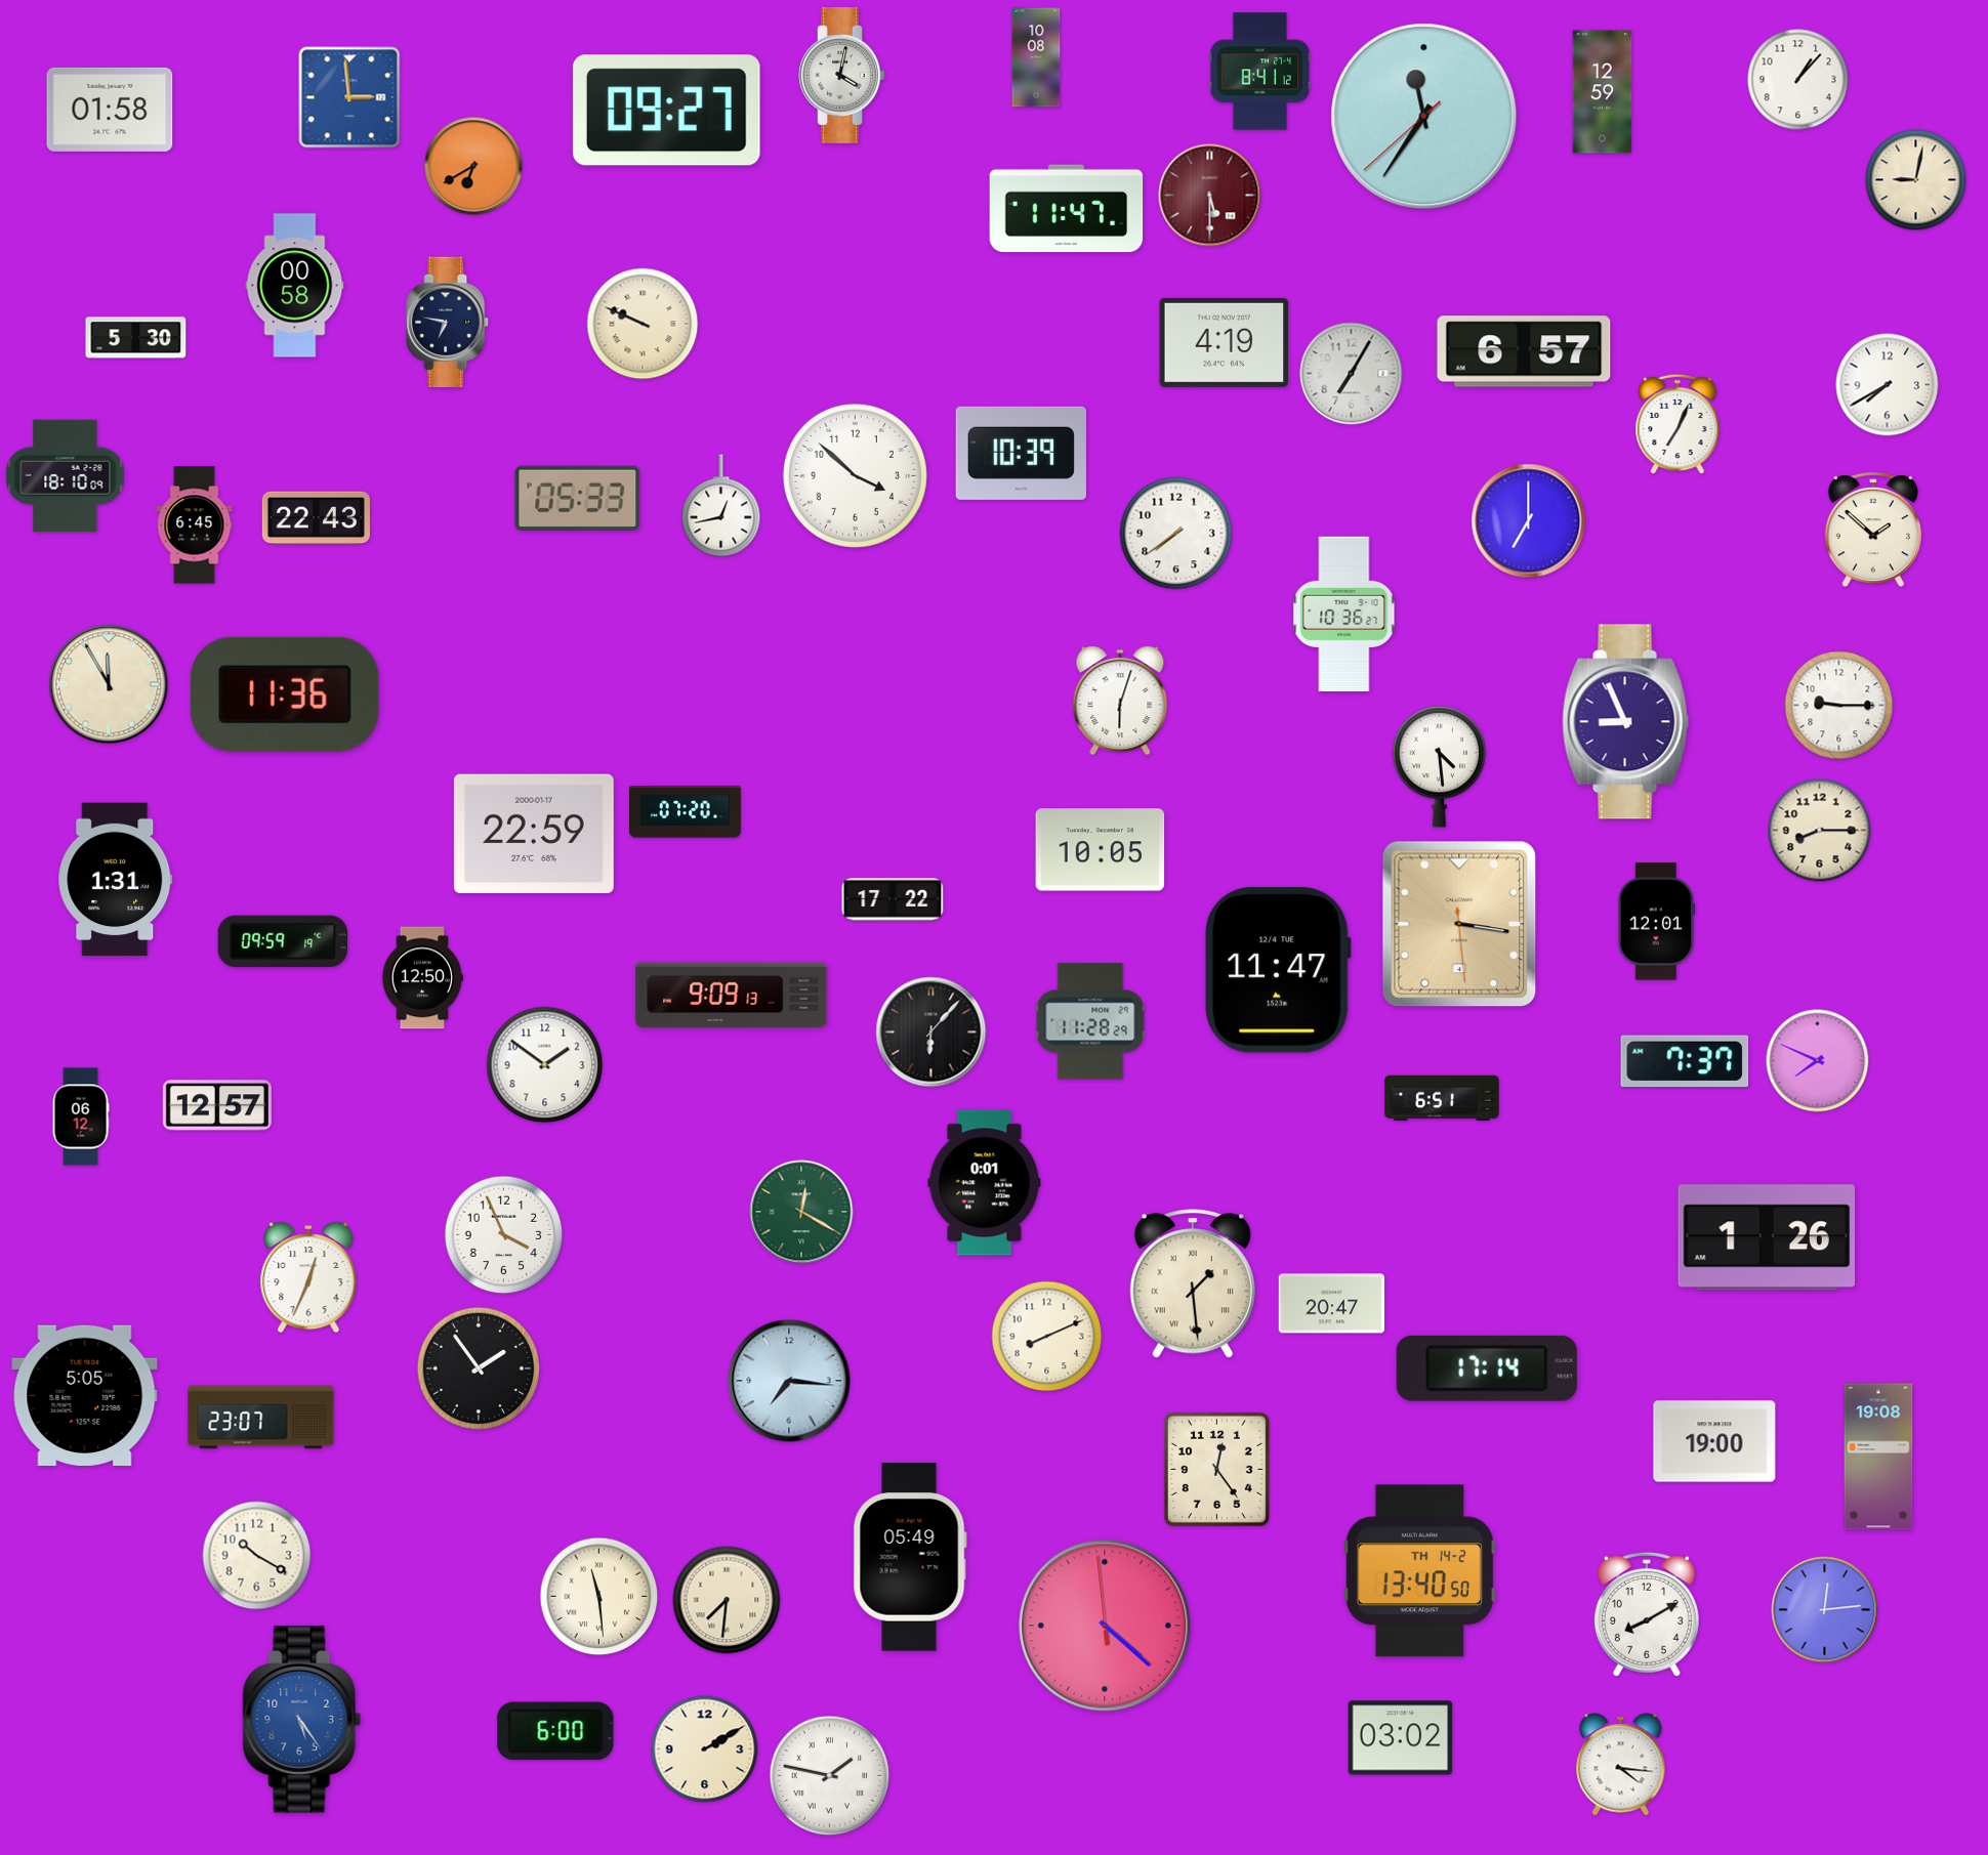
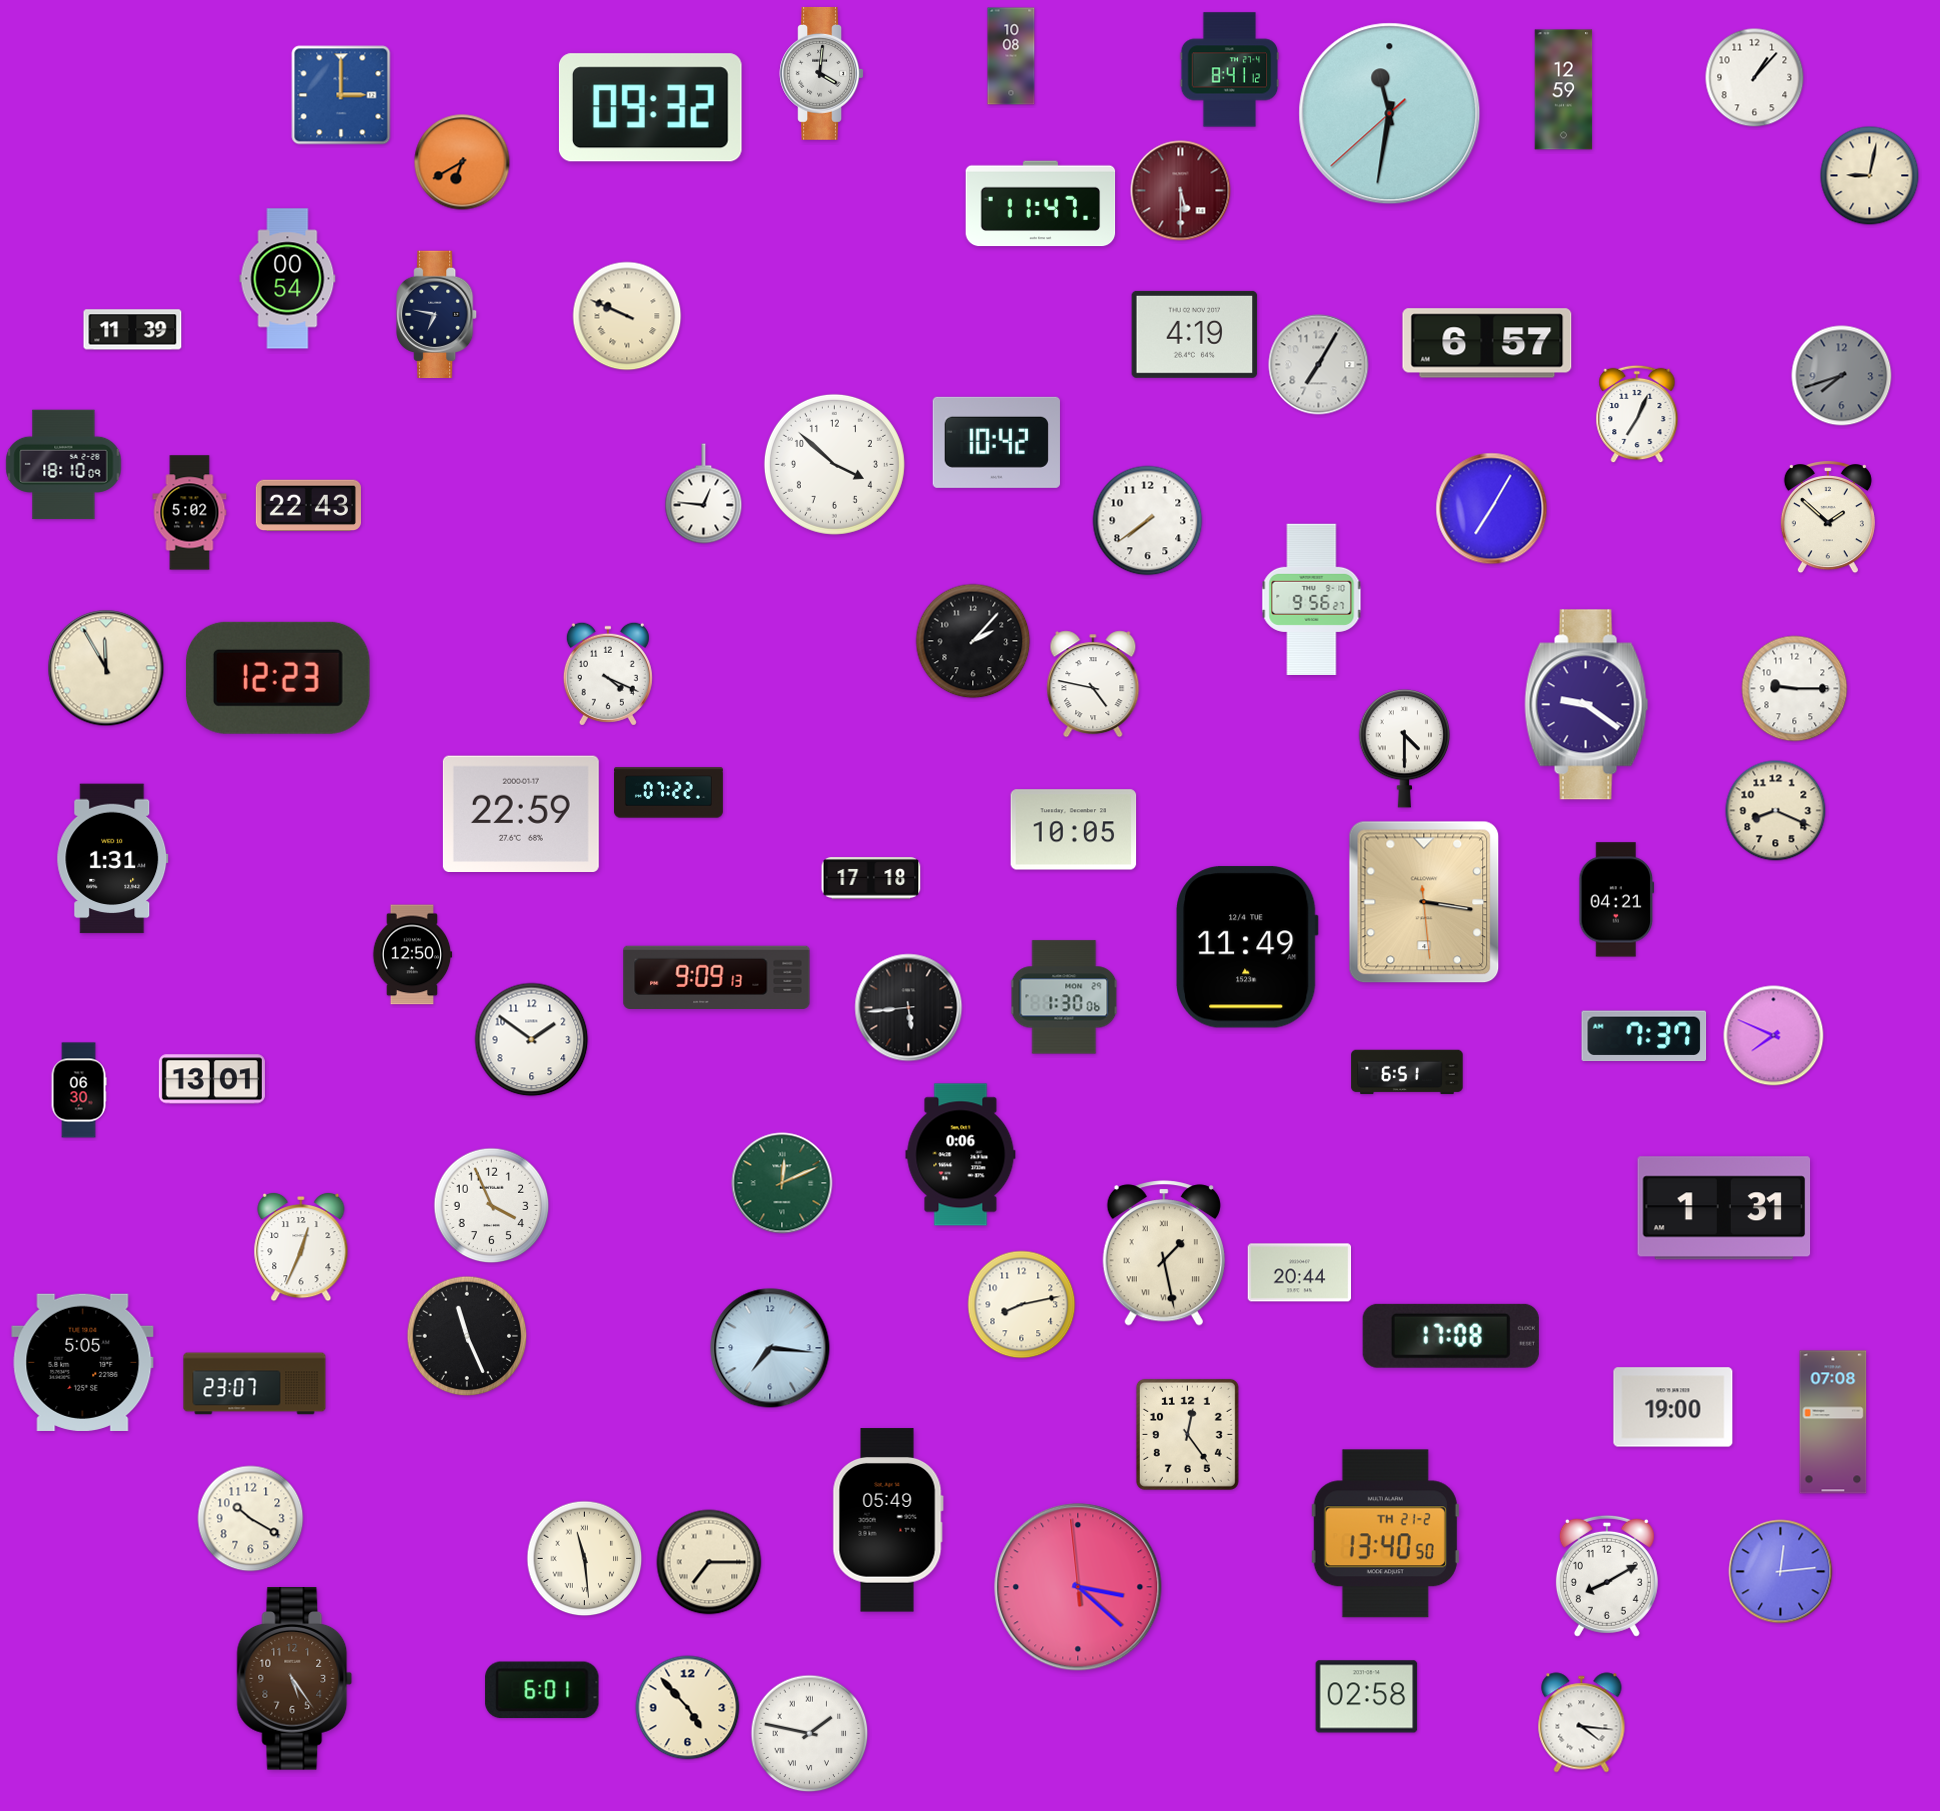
clock at (841, 75): 4:02 -> 4:01
clock at (349, 97): 2:59 -> 3:00
clock at (110, 110): 01:58 -> none
clock at (666, 111): 09:27 -> 09:32
clock at (1424, 117): 11:35 -> 11:31
clock at (295, 286): 00:58 -> 00:54
clock at (136, 338): 5:30 -> 11:39
clock at (1888, 385): 7:40 -> 7:42
clock at (1888, 385) dial: white -> grey
clock at (1021, 453): 10:39 -> 10:42
clock at (578, 498): 05:33 -> none
clock at (721, 506): 12:43 -> 12:46
clock at (1529, 521): 7:00 -> 7:05
clock at (195, 525): 6:45 -> 5:02
clock at (1344, 614): 10:36 -> 9:56
clock at (973, 641): none -> 2:07
clock at (608, 674): none -> 4:19
clock at (285, 694): 11:36 -> 12:23
clock at (1120, 701): 6:03 -> 4:47
clock at (1626, 722): 8:56 -> 9:21
clock at (1440, 767): 4:29 -> 4:30
clock at (686, 812): 07:20 -> 07:22
clock at (1820, 831): 8:15 -> 8:19
clock at (893, 899): 17:22 -> 17:18
clock at (1657, 922): 12:01 -> 04:21
clock at (283, 941): 09:59 -> none
clock at (1278, 970): 11:47 -> 11:49
clock at (732, 995) position: (732, 995) -> (717, 977)
clock at (1090, 1021): 11:28 -> 1:30
clock at (931, 1032): 6:07 -> 5:44
clock at (217, 1105): 12:57 -> 13:01
clock at (81, 1116): 06:12 -> 06:30
clock at (985, 1183): 0:01 -> 0:06
clock at (801, 1212): 12:20 -> 12:11
clock at (1767, 1237): 1:26 -> 1:31
clock at (1193, 1283): 1:29 -> 1:28
clock at (1332, 1304): 20:47 -> 20:44
clock at (1047, 1337): 8:11 -> 8:13
clock at (479, 1368): 1:54 -> 11:26
clock at (1487, 1368): 17:14 -> 17:08
clock at (1878, 1457): 19:08 -> 07:08
clock at (1419, 1571) date: TH 14-2 -> TH 21-2
clock at (727, 1600): 7:31 -> 7:15
clock at (1105, 1626): 4:21 -> 3:21
clock at (302, 1720) dial: blue -> brown
clock at (555, 1731): 6:00 -> 6:01
clock at (1401, 1738): 03:02 -> 02:58
clock at (705, 1749): 2:10 -> 4:53
